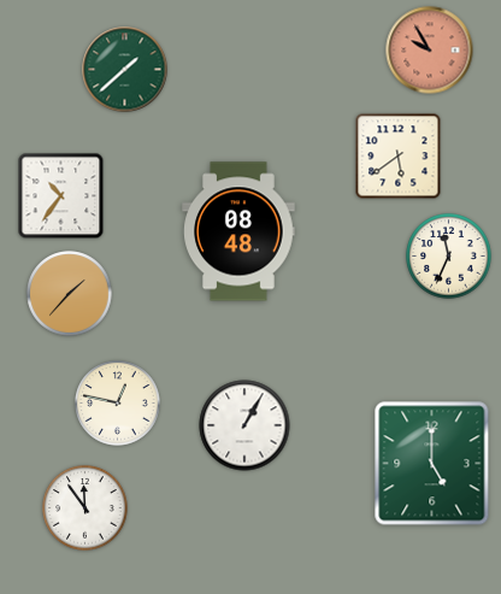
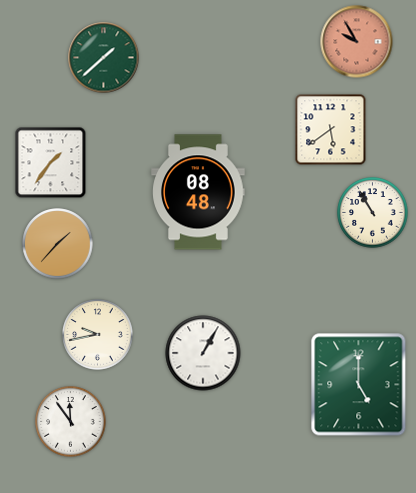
clock at (61, 196): 10:36 -> 1:36
clock at (449, 257): 11:34 -> 10:55
clock at (118, 404): 12:47 -> 9:43
